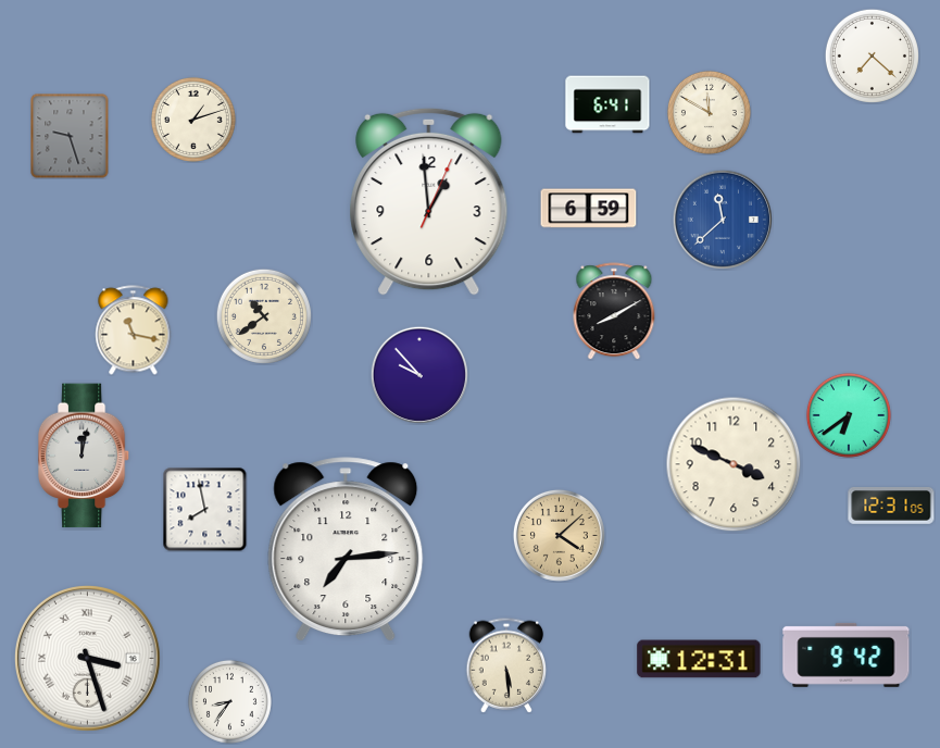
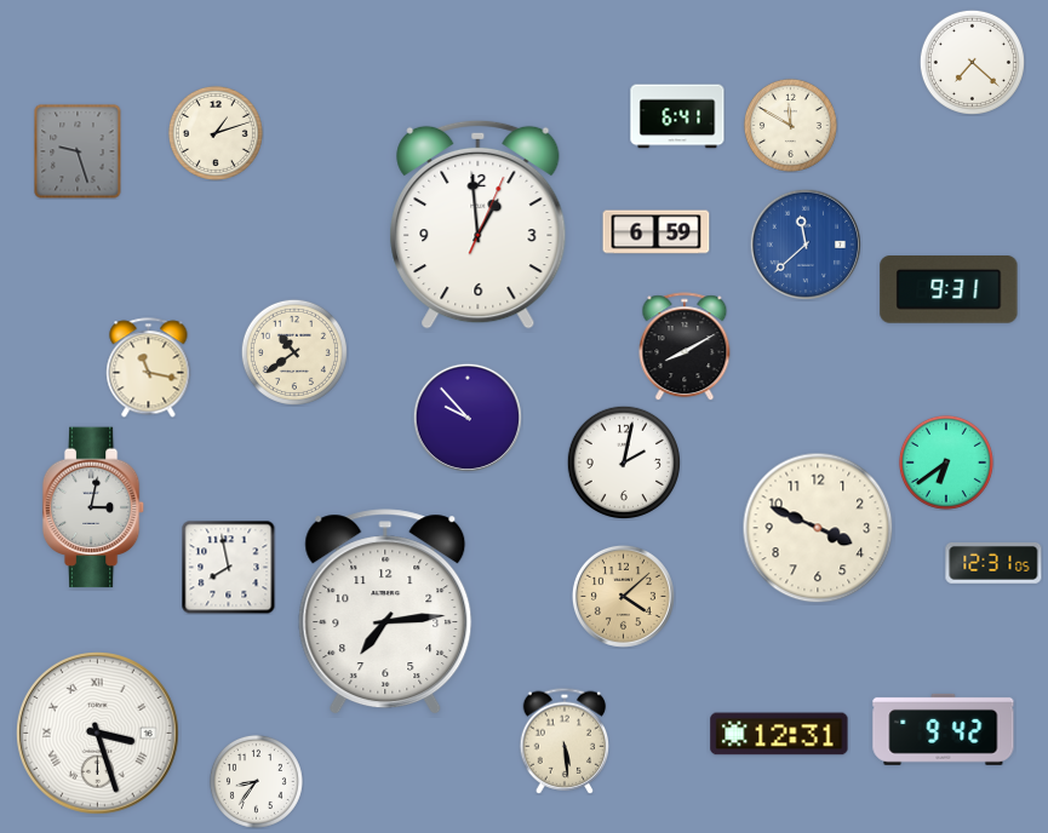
clock at (949, 291): none -> 9:31
clock at (623, 461): none -> 2:02
clock at (84, 456): 12:02 -> 3:02
clock at (734, 464) position: (734, 464) -> (818, 528)
